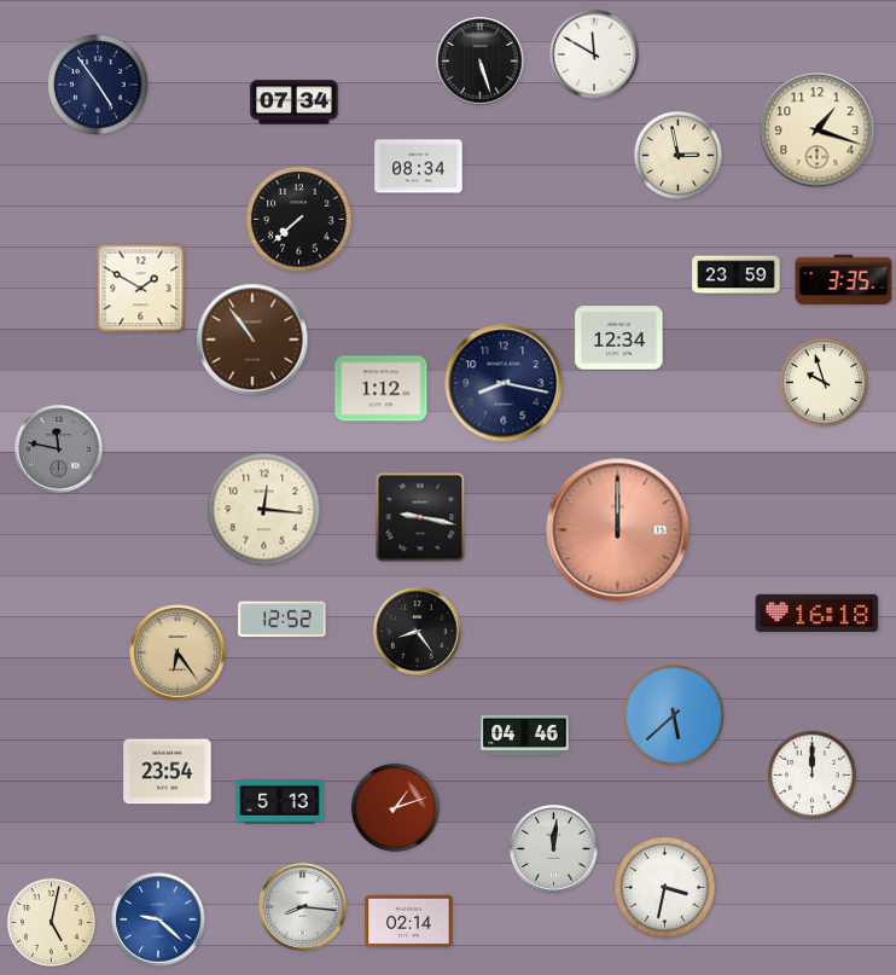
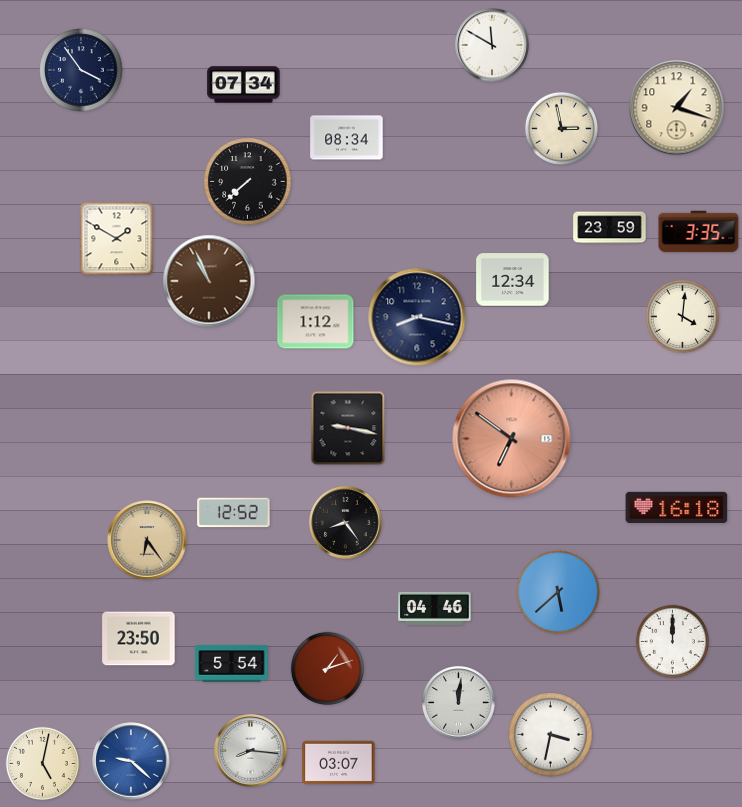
clock at (481, 62): 5:27 -> none
clock at (98, 85): 4:54 -> 3:54
clock at (252, 339): 10:54 -> 10:56
clock at (824, 382): 9:57 -> 4:01
clock at (59, 449): 11:47 -> none
clock at (264, 510): 12:16 -> none
clock at (618, 530): 12:00 -> 6:51
clock at (168, 772): 23:54 -> 23:50
clock at (280, 802): 5:13 -> 5:54
clock at (409, 922): 02:14 -> 03:07
